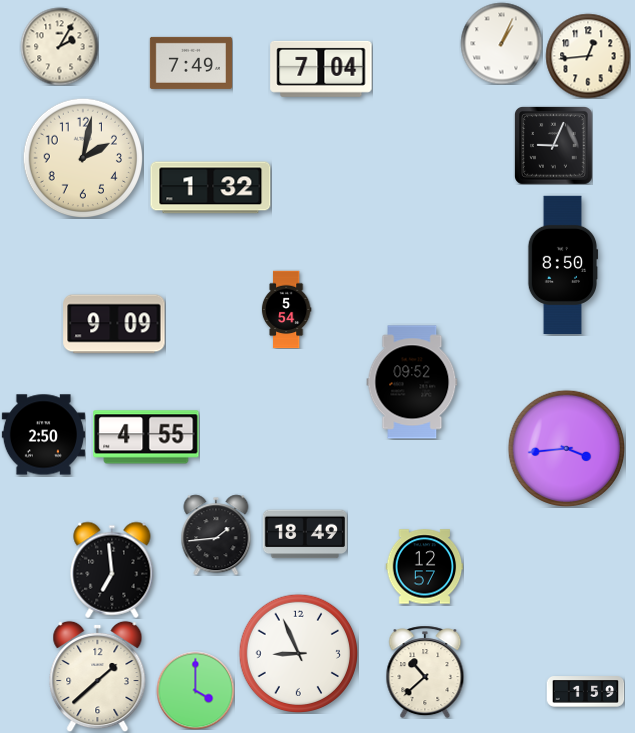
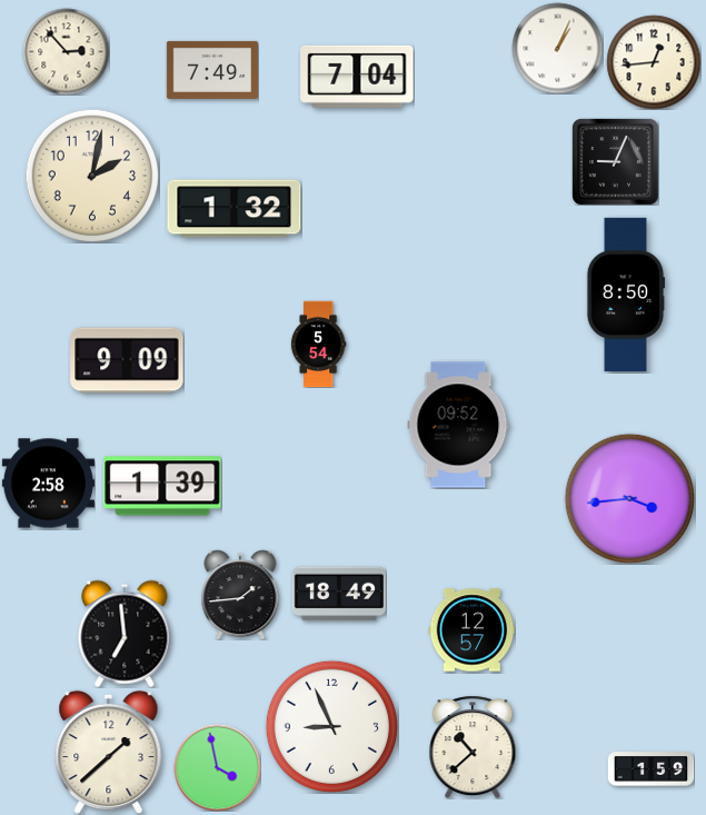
clock at (59, 46): 2:05 -> 2:53
clock at (43, 435): 2:50 -> 2:58
clock at (146, 437): 4:55 -> 1:39
clock at (195, 690): 4:00 -> 3:58
